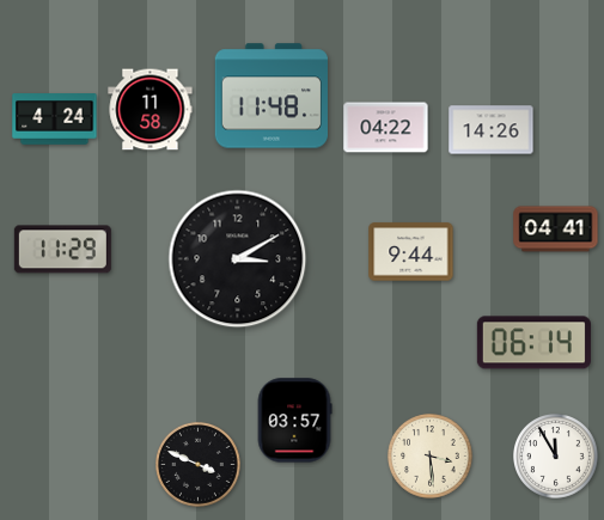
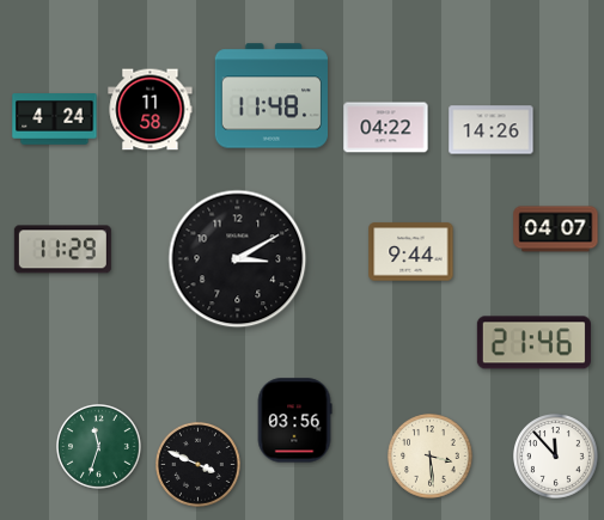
clock at (556, 230): 04:41 -> 04:07
clock at (533, 343): 06:14 -> 21:46
clock at (294, 421): 03:57 -> 03:56
clock at (99, 447): none -> 11:33
clock at (556, 457): 11:55 -> 11:53
